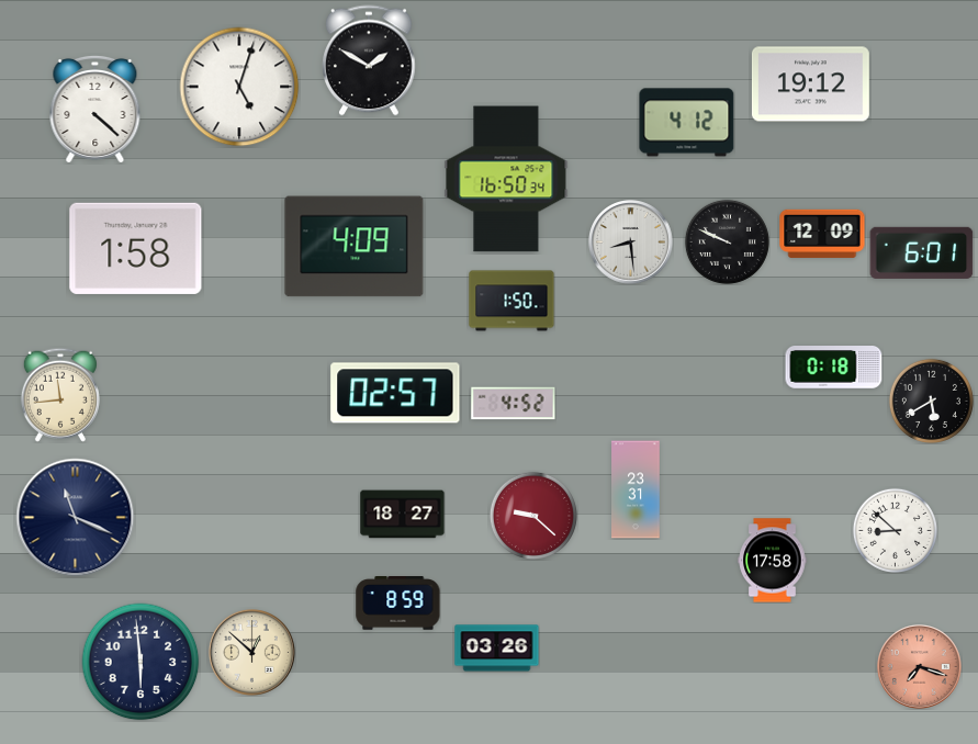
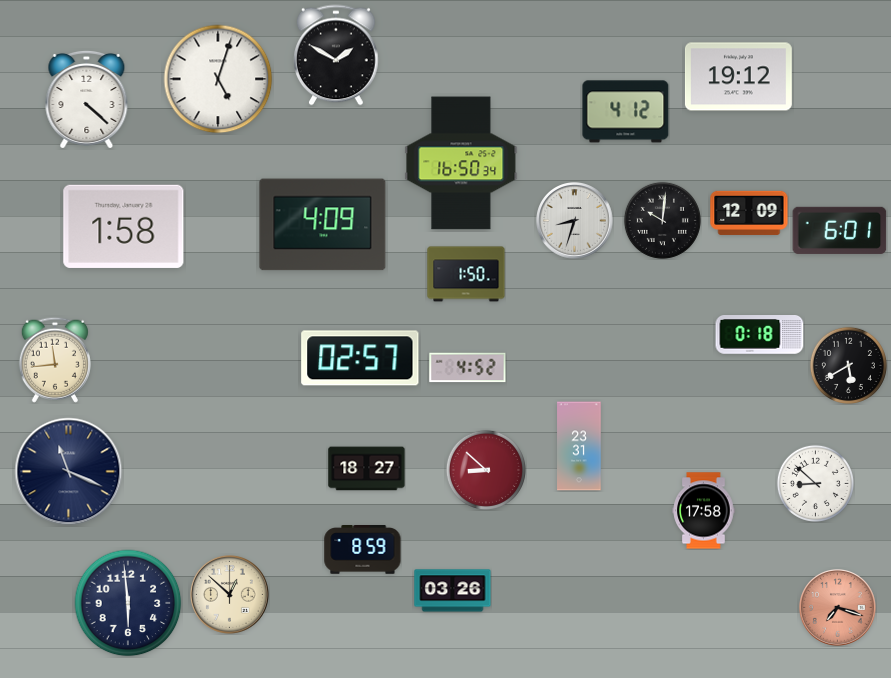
clock at (727, 241): 9:49 -> 10:01
clock at (631, 243): 8:29 -> 8:33
clock at (533, 516): 9:22 -> 8:52
